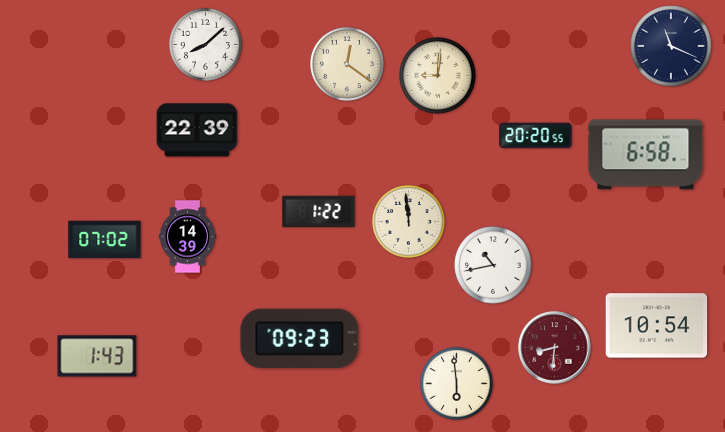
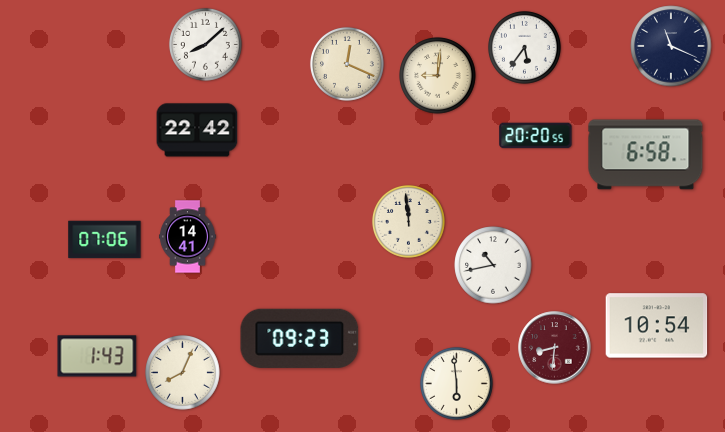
clock at (524, 47): none -> 5:36
clock at (347, 64): 12:21 -> 12:19
clock at (197, 130): 22:39 -> 22:42
clock at (319, 212): 1:22 -> none
clock at (187, 237): 14:39 -> 14:41
clock at (105, 240): 07:02 -> 07:06
clock at (183, 373): none -> 8:04
